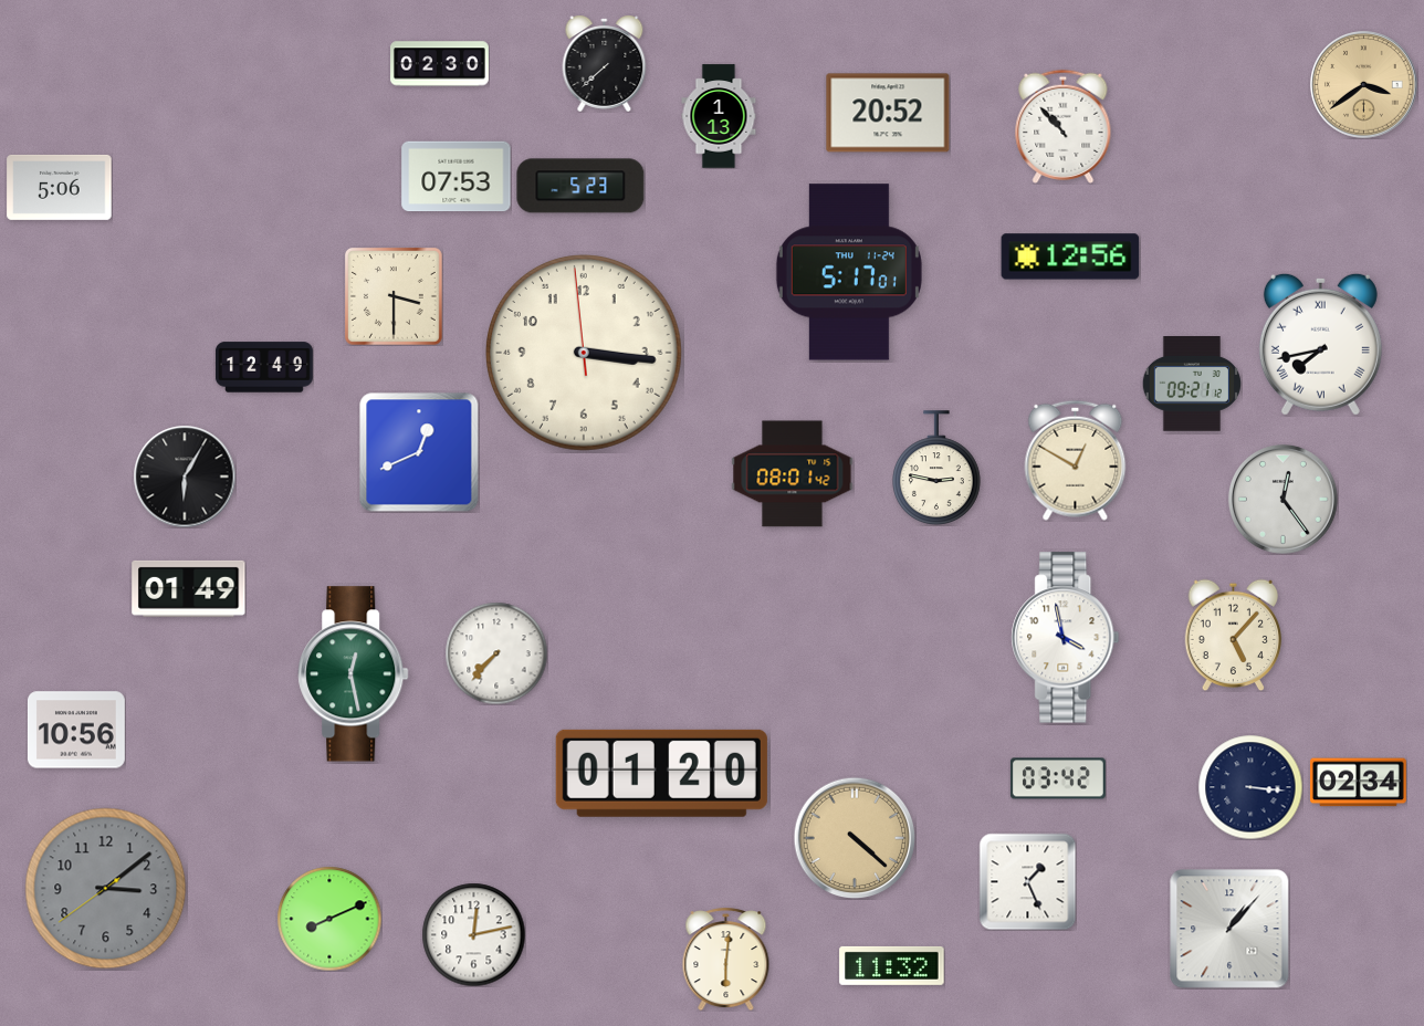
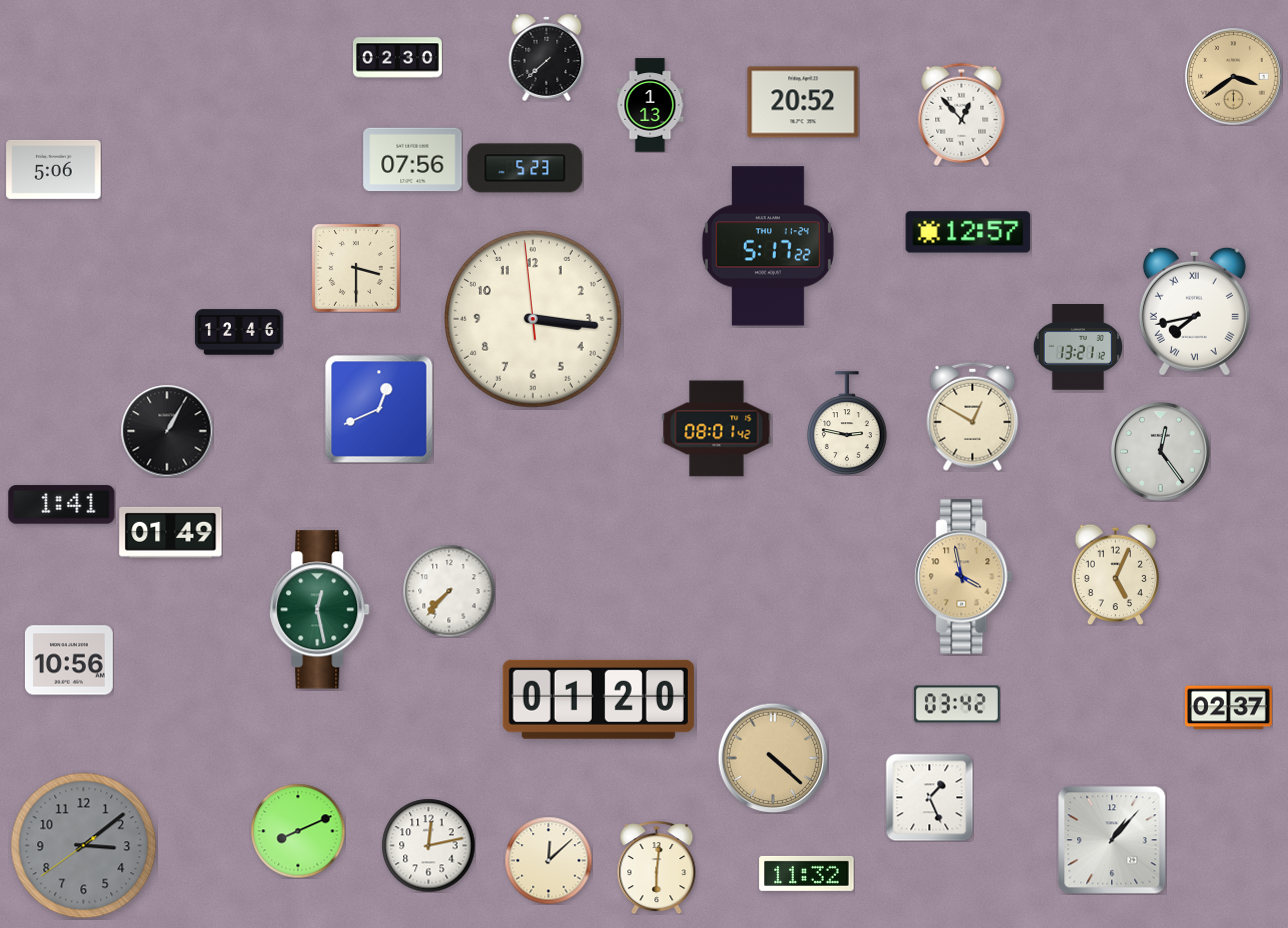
clock at (1064, 126): 10:53 -> 12:53
clock at (457, 177): 07:53 -> 07:56
clock at (1070, 256): 12:56 -> 12:57
clock at (849, 272): 5:17:01 -> 5:17:22
clock at (584, 353) position: (584, 353) -> (533, 319)
clock at (264, 367): 12:49 -> 12:46
clock at (1192, 385): 09:21 -> 13:21
clock at (185, 477): 6:05 -> 1:05
clock at (62, 505): none -> 1:41
clock at (1234, 635): 5:07 -> 5:04
clock at (1066, 638) dial: white -> champagne
clock at (1358, 783): 02:34 -> 02:37
clock at (1250, 787): 3:16 -> none
clock at (106, 889) position: (106, 889) -> (84, 846)
clock at (548, 860): none -> 12:08
